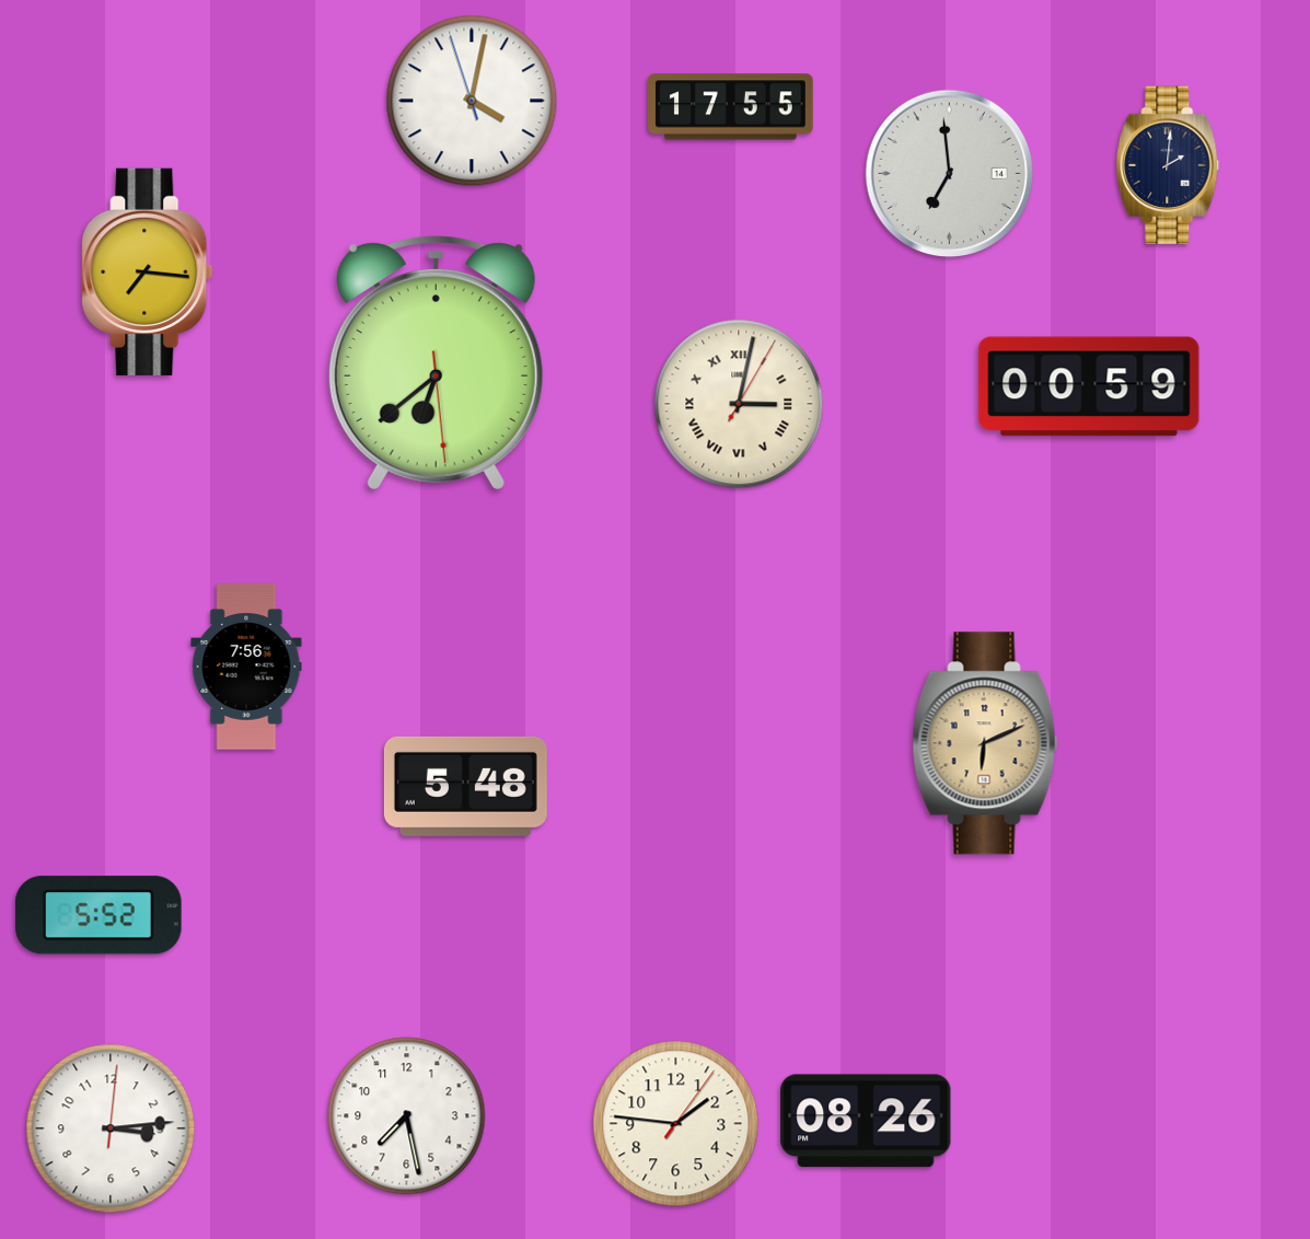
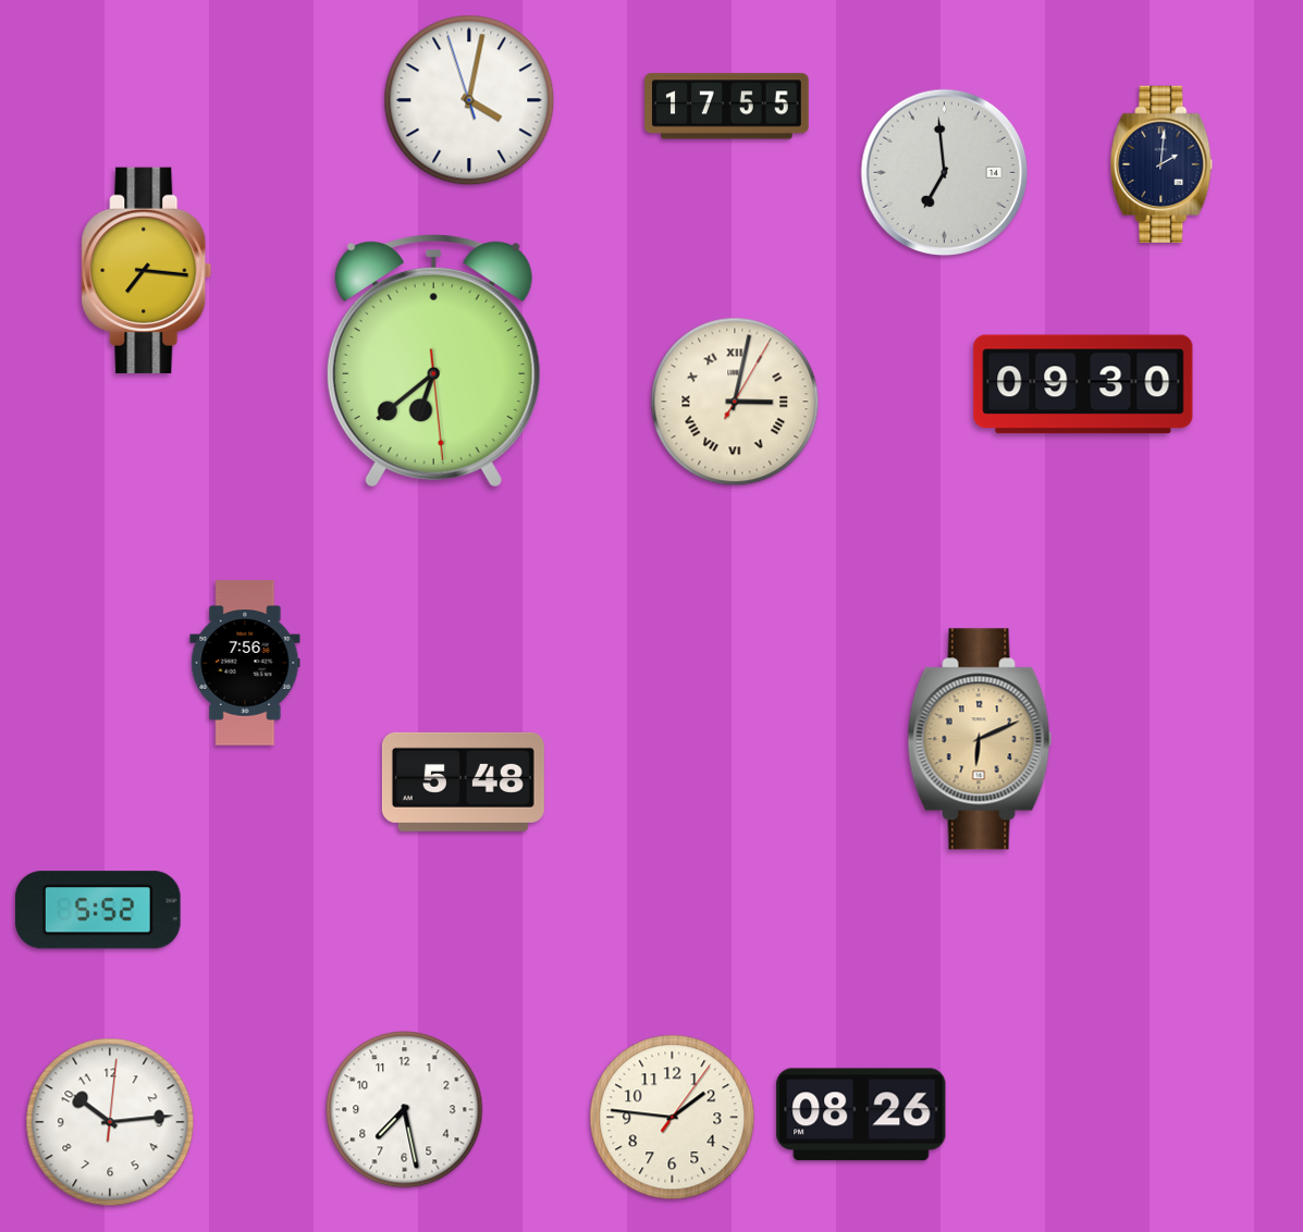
clock at (1089, 386): 00:59 -> 09:30
clock at (111, 1128): 3:14 -> 10:14
